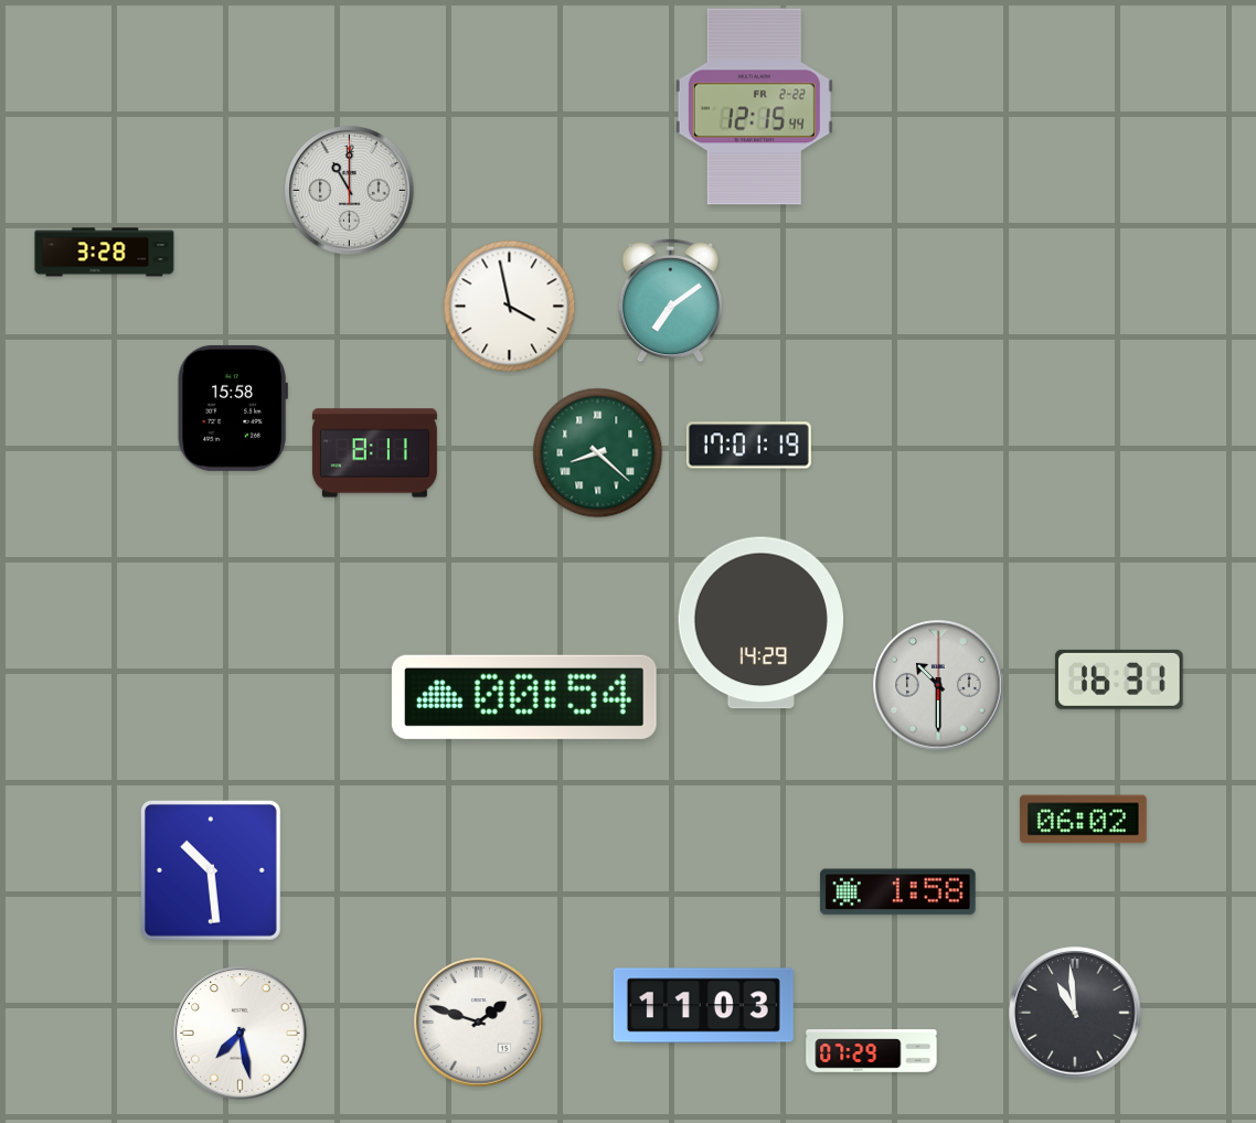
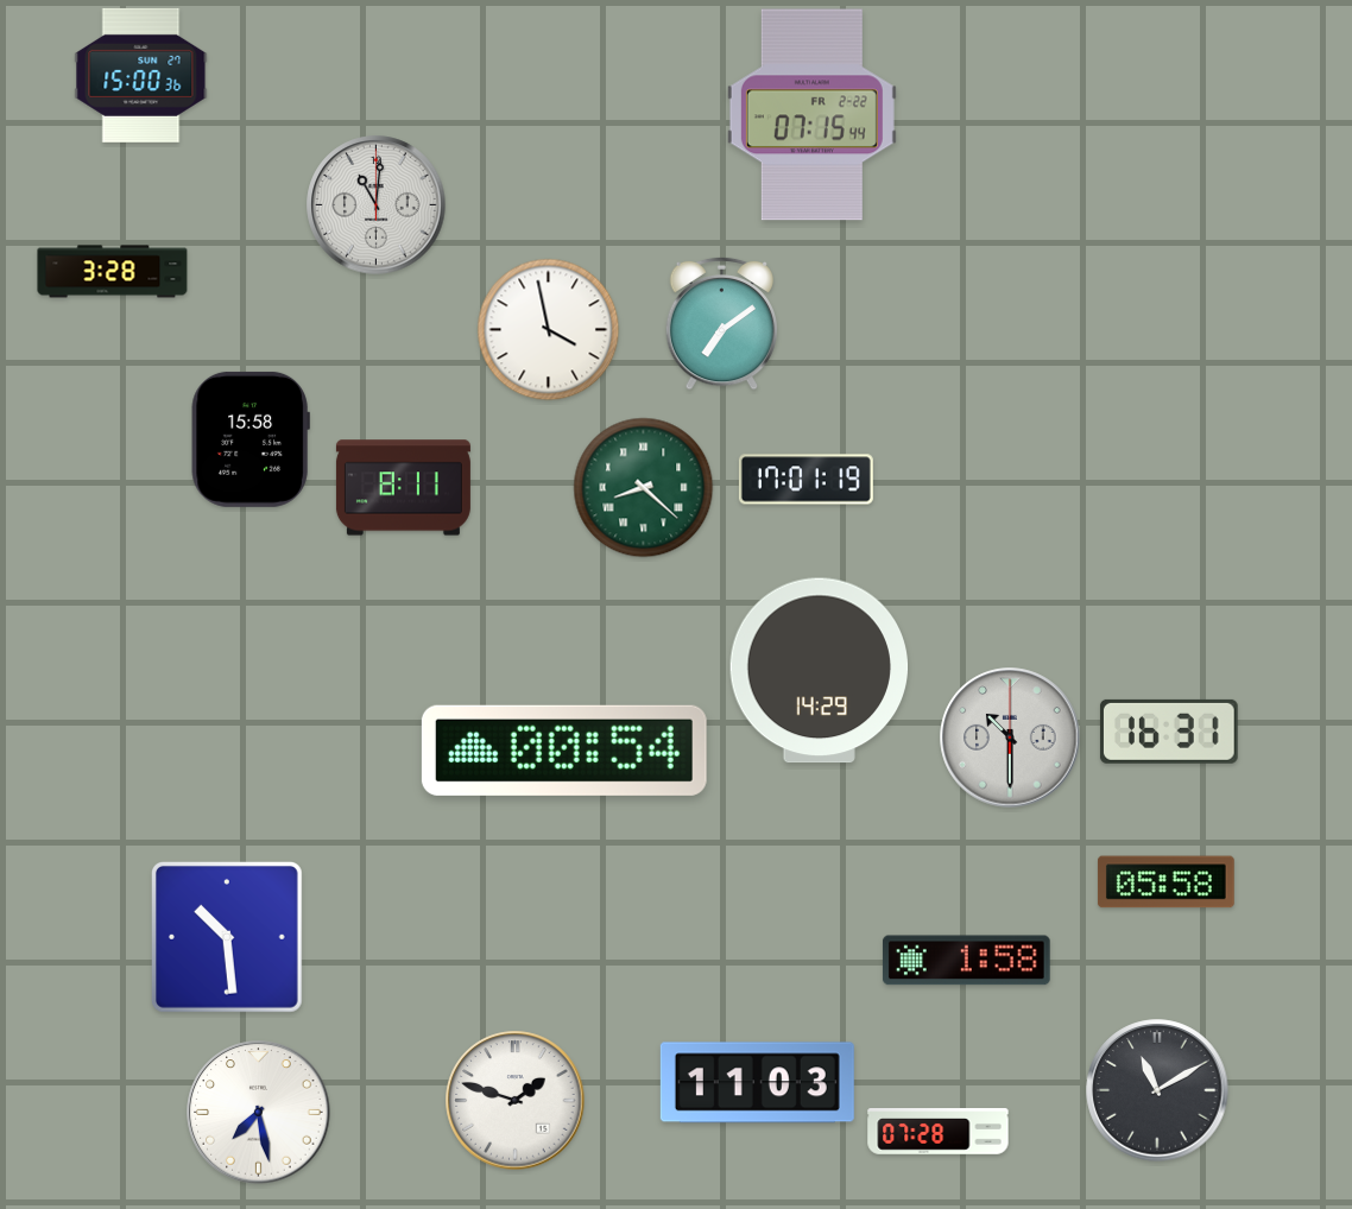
clock at (141, 75): none -> 15:00
clock at (754, 107): 12:15 -> 07:15
clock at (350, 191): 11:00 -> 11:01
clock at (1119, 680) position: (1119, 680) -> (1169, 732)
clock at (1083, 820): 06:02 -> 05:58
clock at (1075, 1013): 10:59 -> 11:10
clock at (872, 1051): 07:29 -> 07:28
